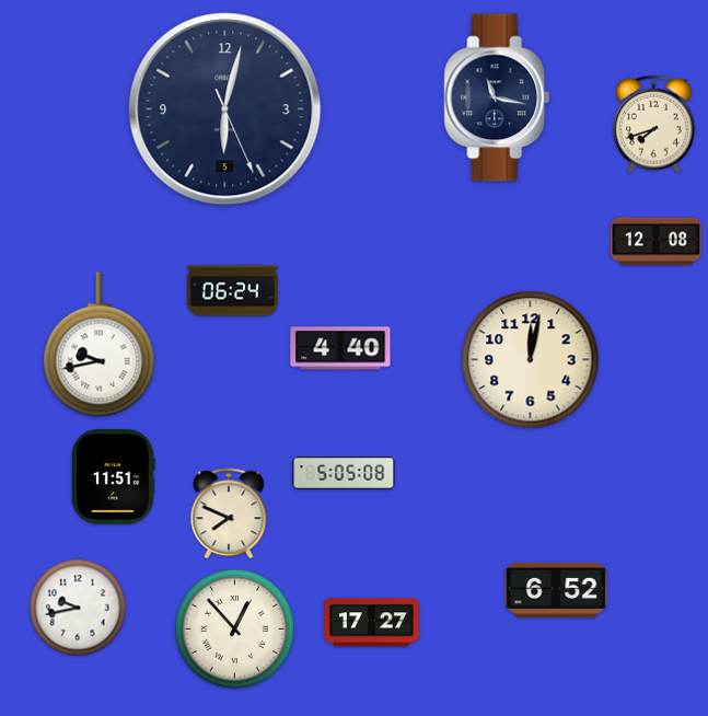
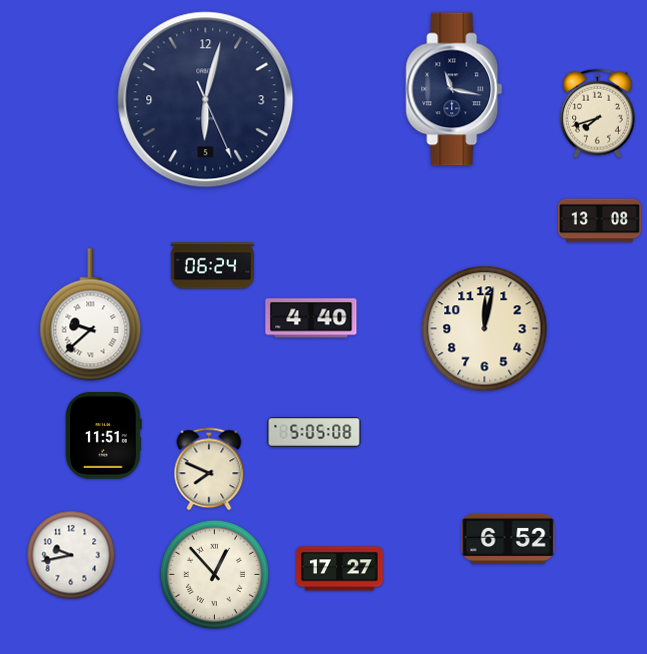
clock at (655, 242): 12:08 -> 13:08
clock at (100, 345): 9:43 -> 9:38
